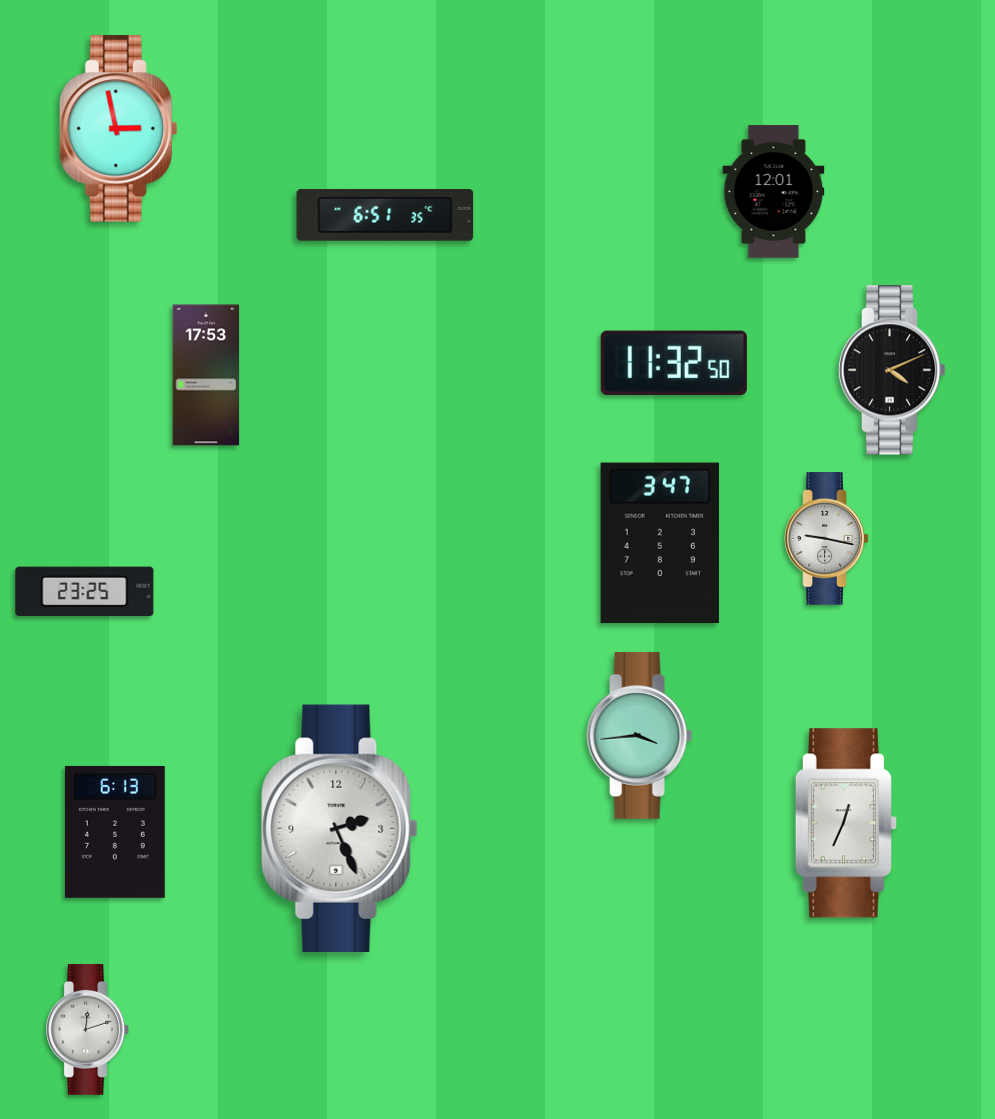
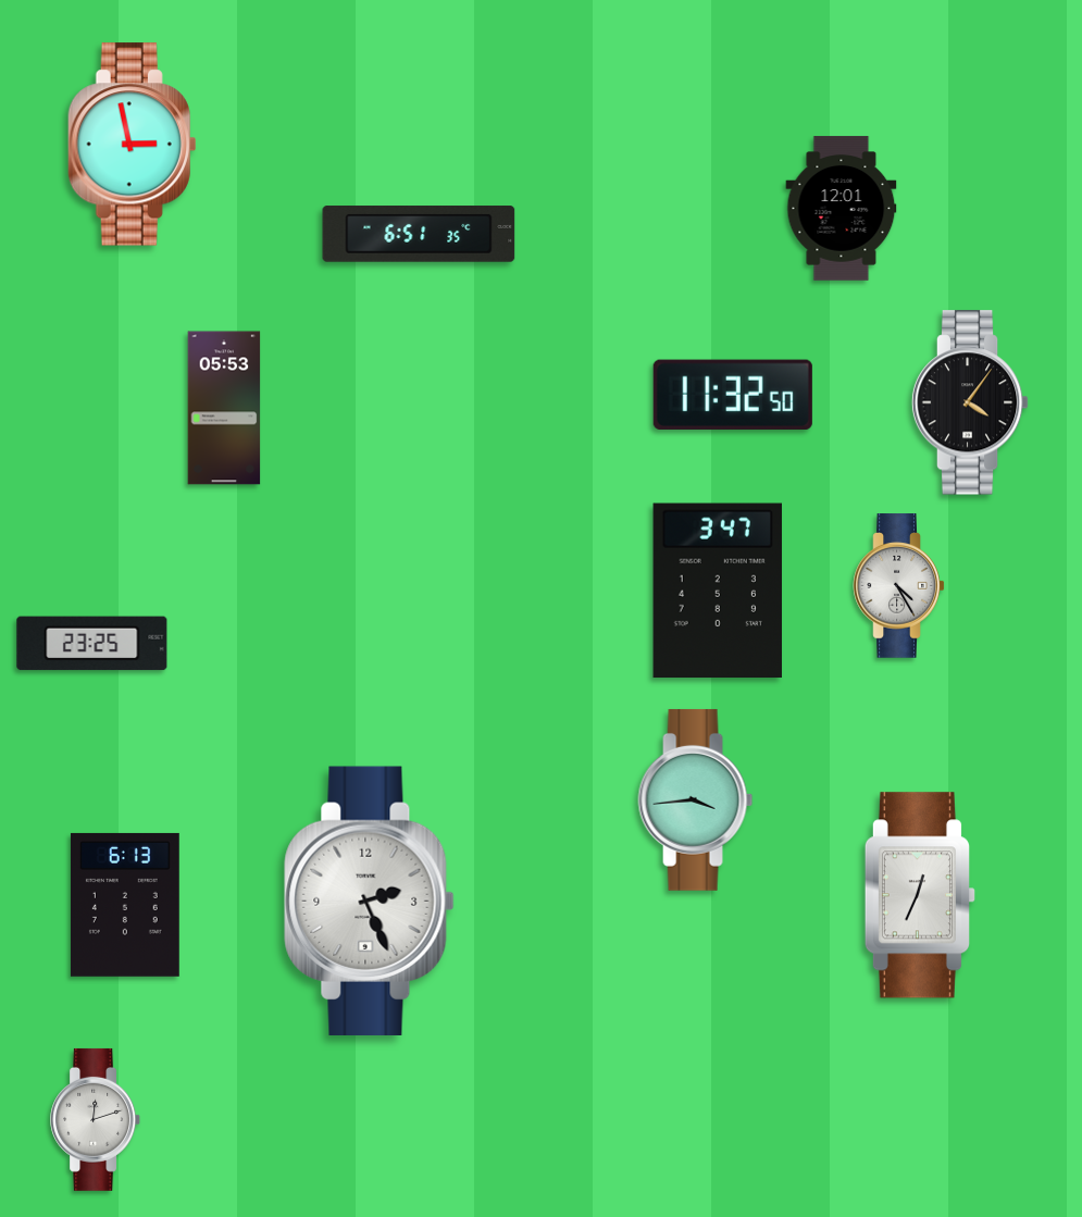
clock at (119, 129) position: (119, 129) -> (133, 145)
clock at (892, 370): 4:11 -> 4:06
clock at (206, 375): 17:53 -> 05:53
clock at (827, 539): 9:17 -> 4:25
